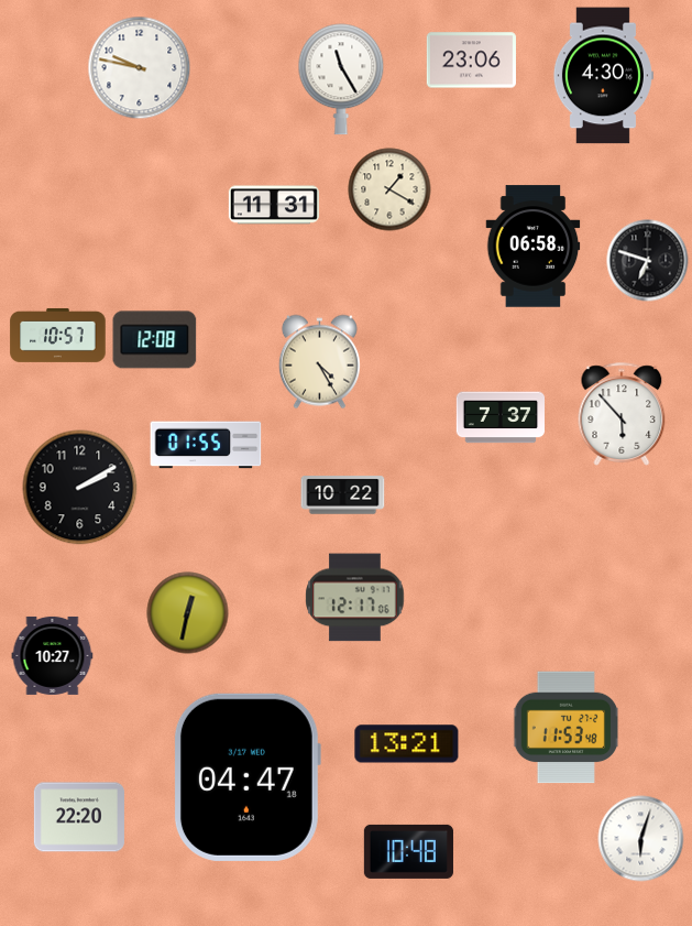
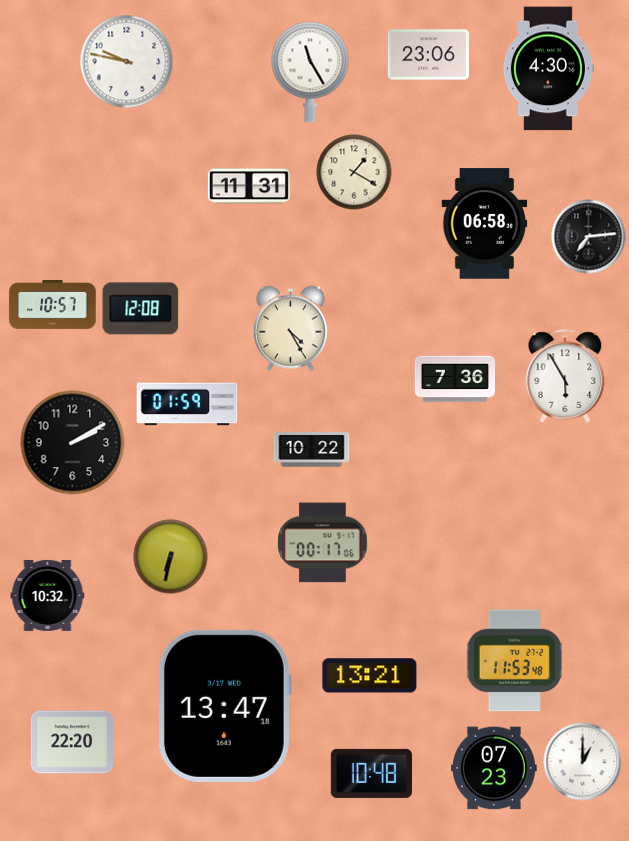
clock at (648, 261): 6:48 -> 7:14
clock at (622, 414): 5:53 -> 5:55
clock at (501, 417): 7:37 -> 7:36
clock at (206, 445): 01:55 -> 01:59
clock at (355, 598): 12:17 -> 00:17
clock at (188, 613): 12:32 -> 6:32
clock at (53, 655): 10:27 -> 10:32
clock at (246, 777): 04:47 -> 13:47
clock at (641, 839): 6:03 -> 1:00
clock at (494, 768): none -> 07:23
